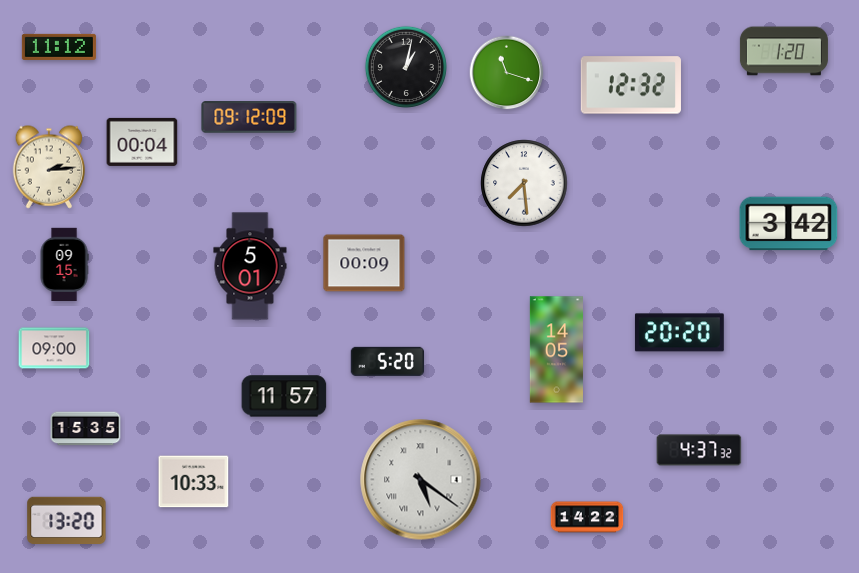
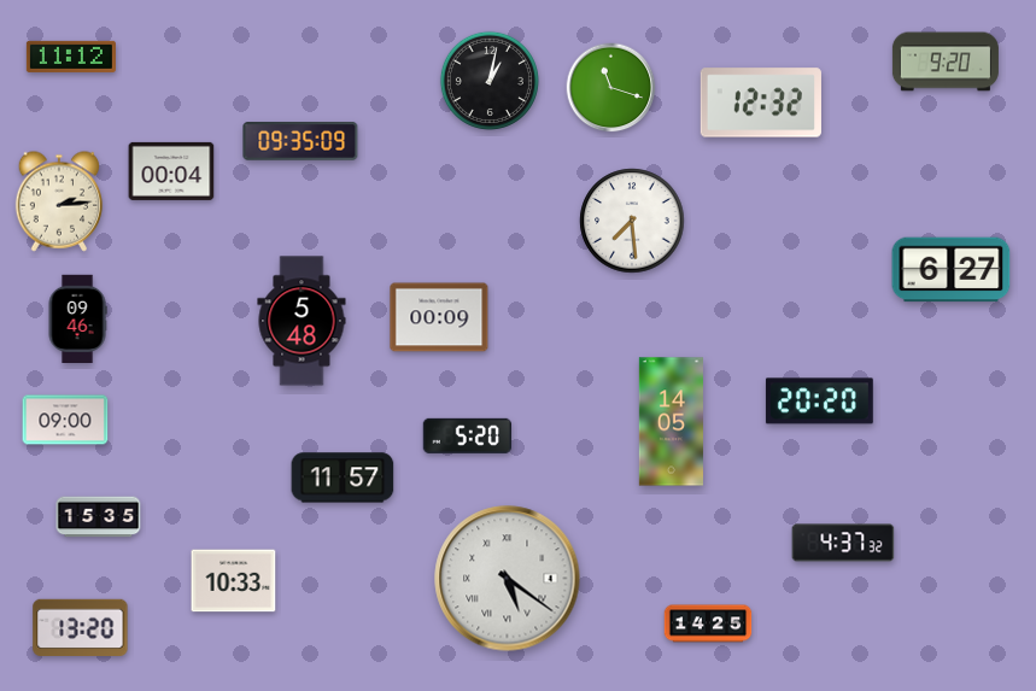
clock at (784, 51): 1:20 -> 9:20
clock at (249, 117): 09:12 -> 09:35
clock at (789, 224): 3:42 -> 6:27
clock at (64, 264): 09:15 -> 09:46
clock at (250, 266): 5:01 -> 5:48
clock at (86, 429) position: (86, 429) -> (99, 517)
clock at (587, 517): 14:22 -> 14:25
